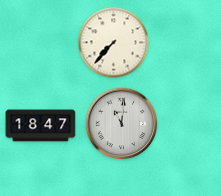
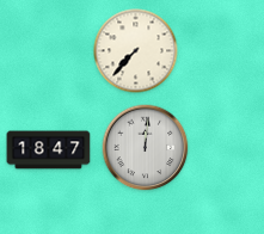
clock at (122, 124): 11:01 -> 12:01
